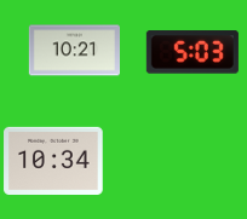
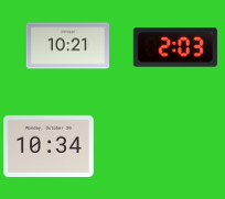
clock at (193, 52): 5:03 -> 2:03
